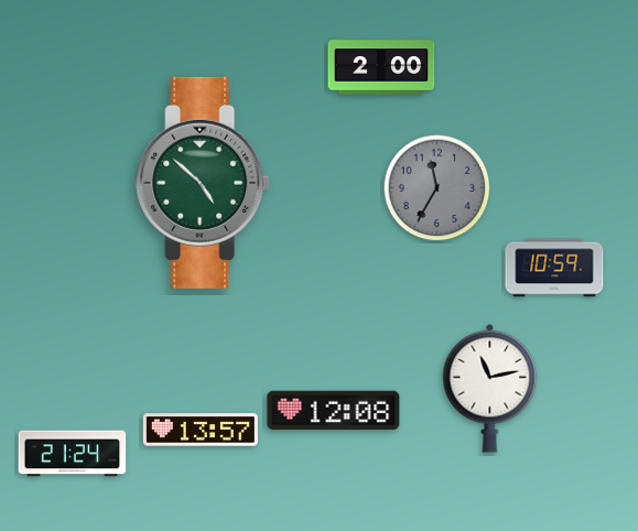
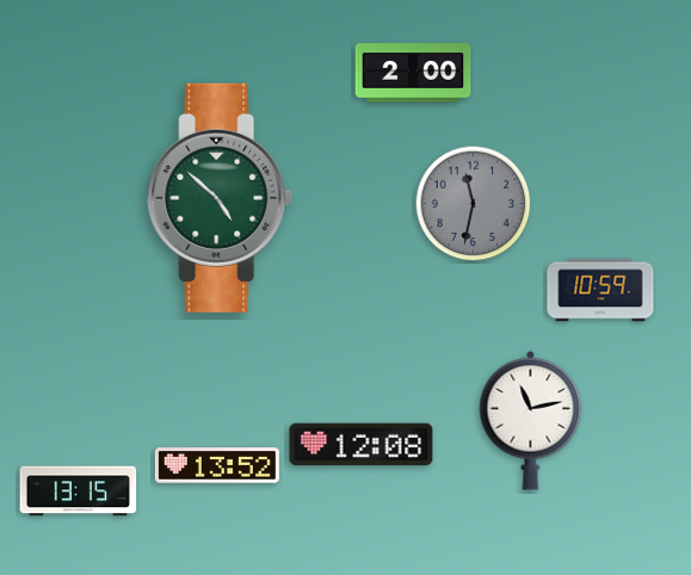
clock at (437, 188): 11:35 -> 11:32
clock at (201, 430): 13:57 -> 13:52
clock at (73, 454): 21:24 -> 13:15
